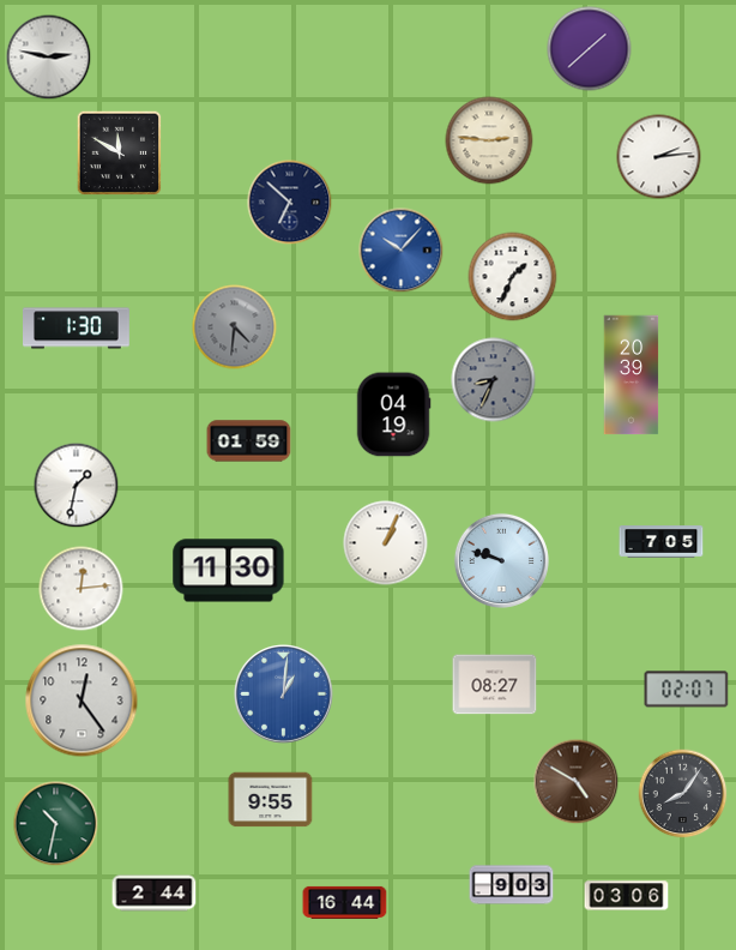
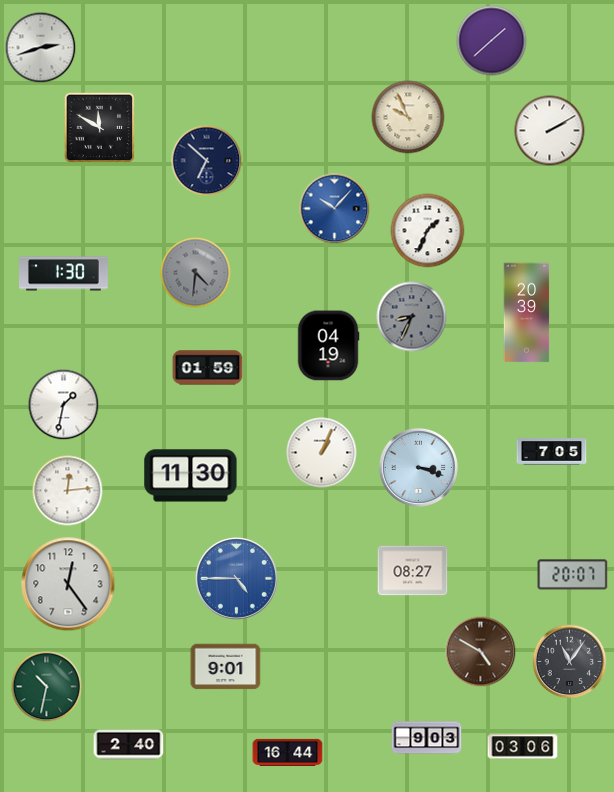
clock at (49, 58): 2:47 -> 2:42
clock at (489, 140): 2:46 -> 9:56
clock at (659, 157): 2:14 -> 2:10
clock at (290, 203) position: (290, 203) -> (207, 161)
clock at (501, 560): 9:48 -> 3:18
clock at (687, 690): 02:07 -> 20:07
clock at (284, 695): 1:01 -> 4:45
clock at (683, 794): 8:06 -> 11:06
clock at (271, 800): 9:55 -> 9:01
clock at (155, 894): 2:44 -> 2:40
